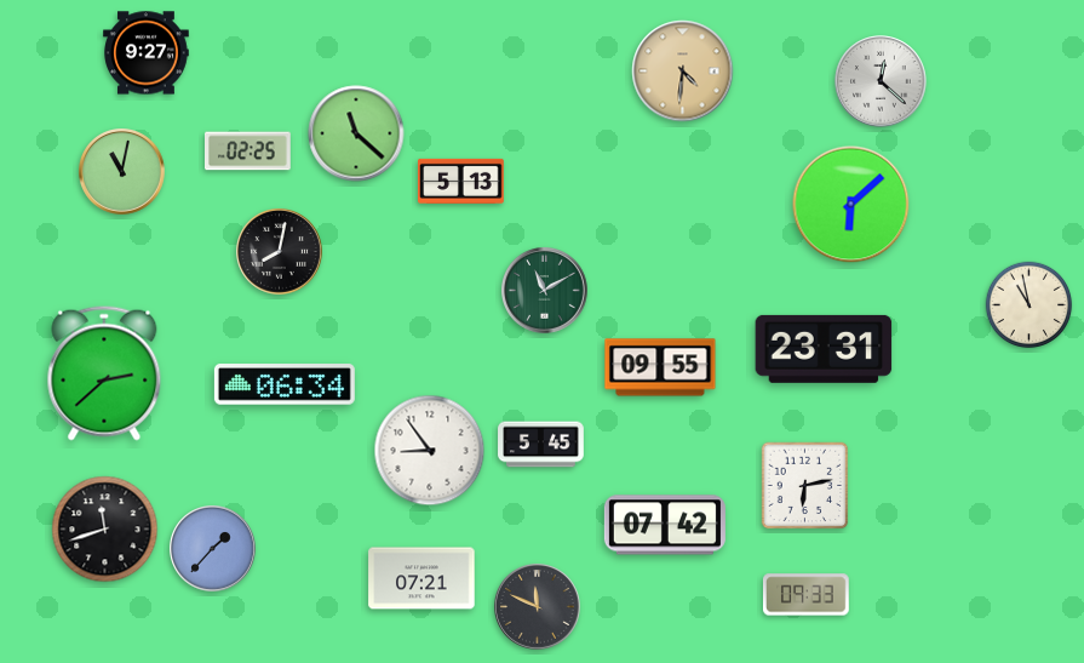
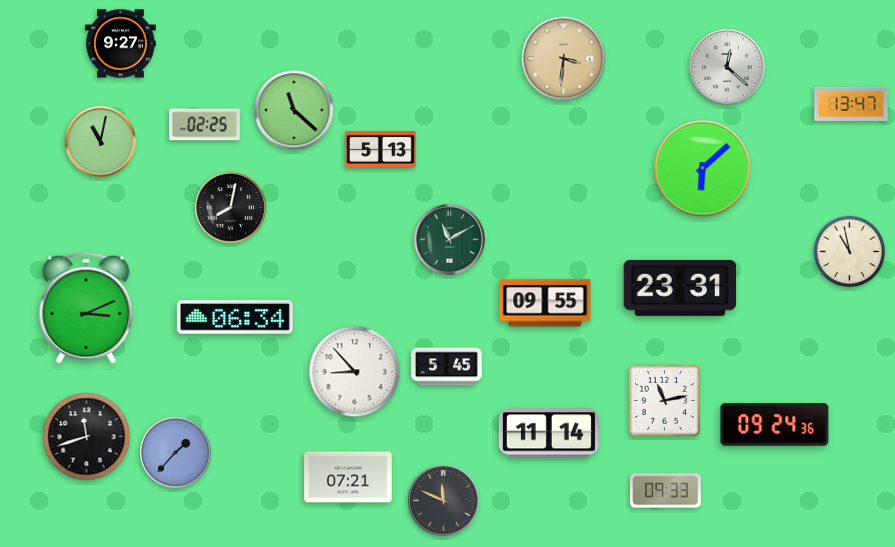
clock at (683, 72): 4:31 -> 3:31
clock at (851, 104): none -> 13:47
clock at (104, 373): 2:38 -> 3:11
clock at (430, 451): 8:54 -> 8:53
clock at (805, 486): 6:13 -> 11:13
clock at (775, 425): none -> 09:24
clock at (665, 525): 07:42 -> 11:14
